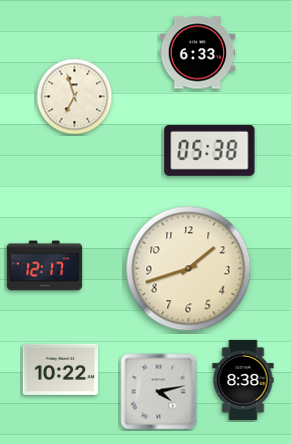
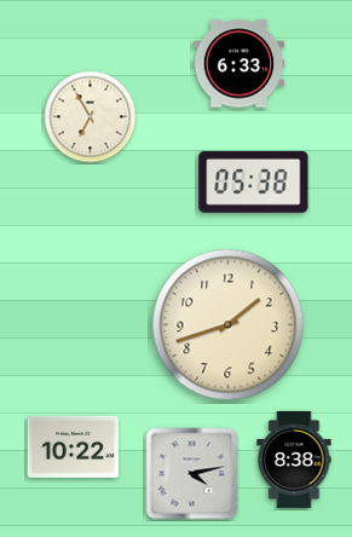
clock at (75, 97): 6:57 -> 6:55
clock at (45, 266): 12:17 -> none
